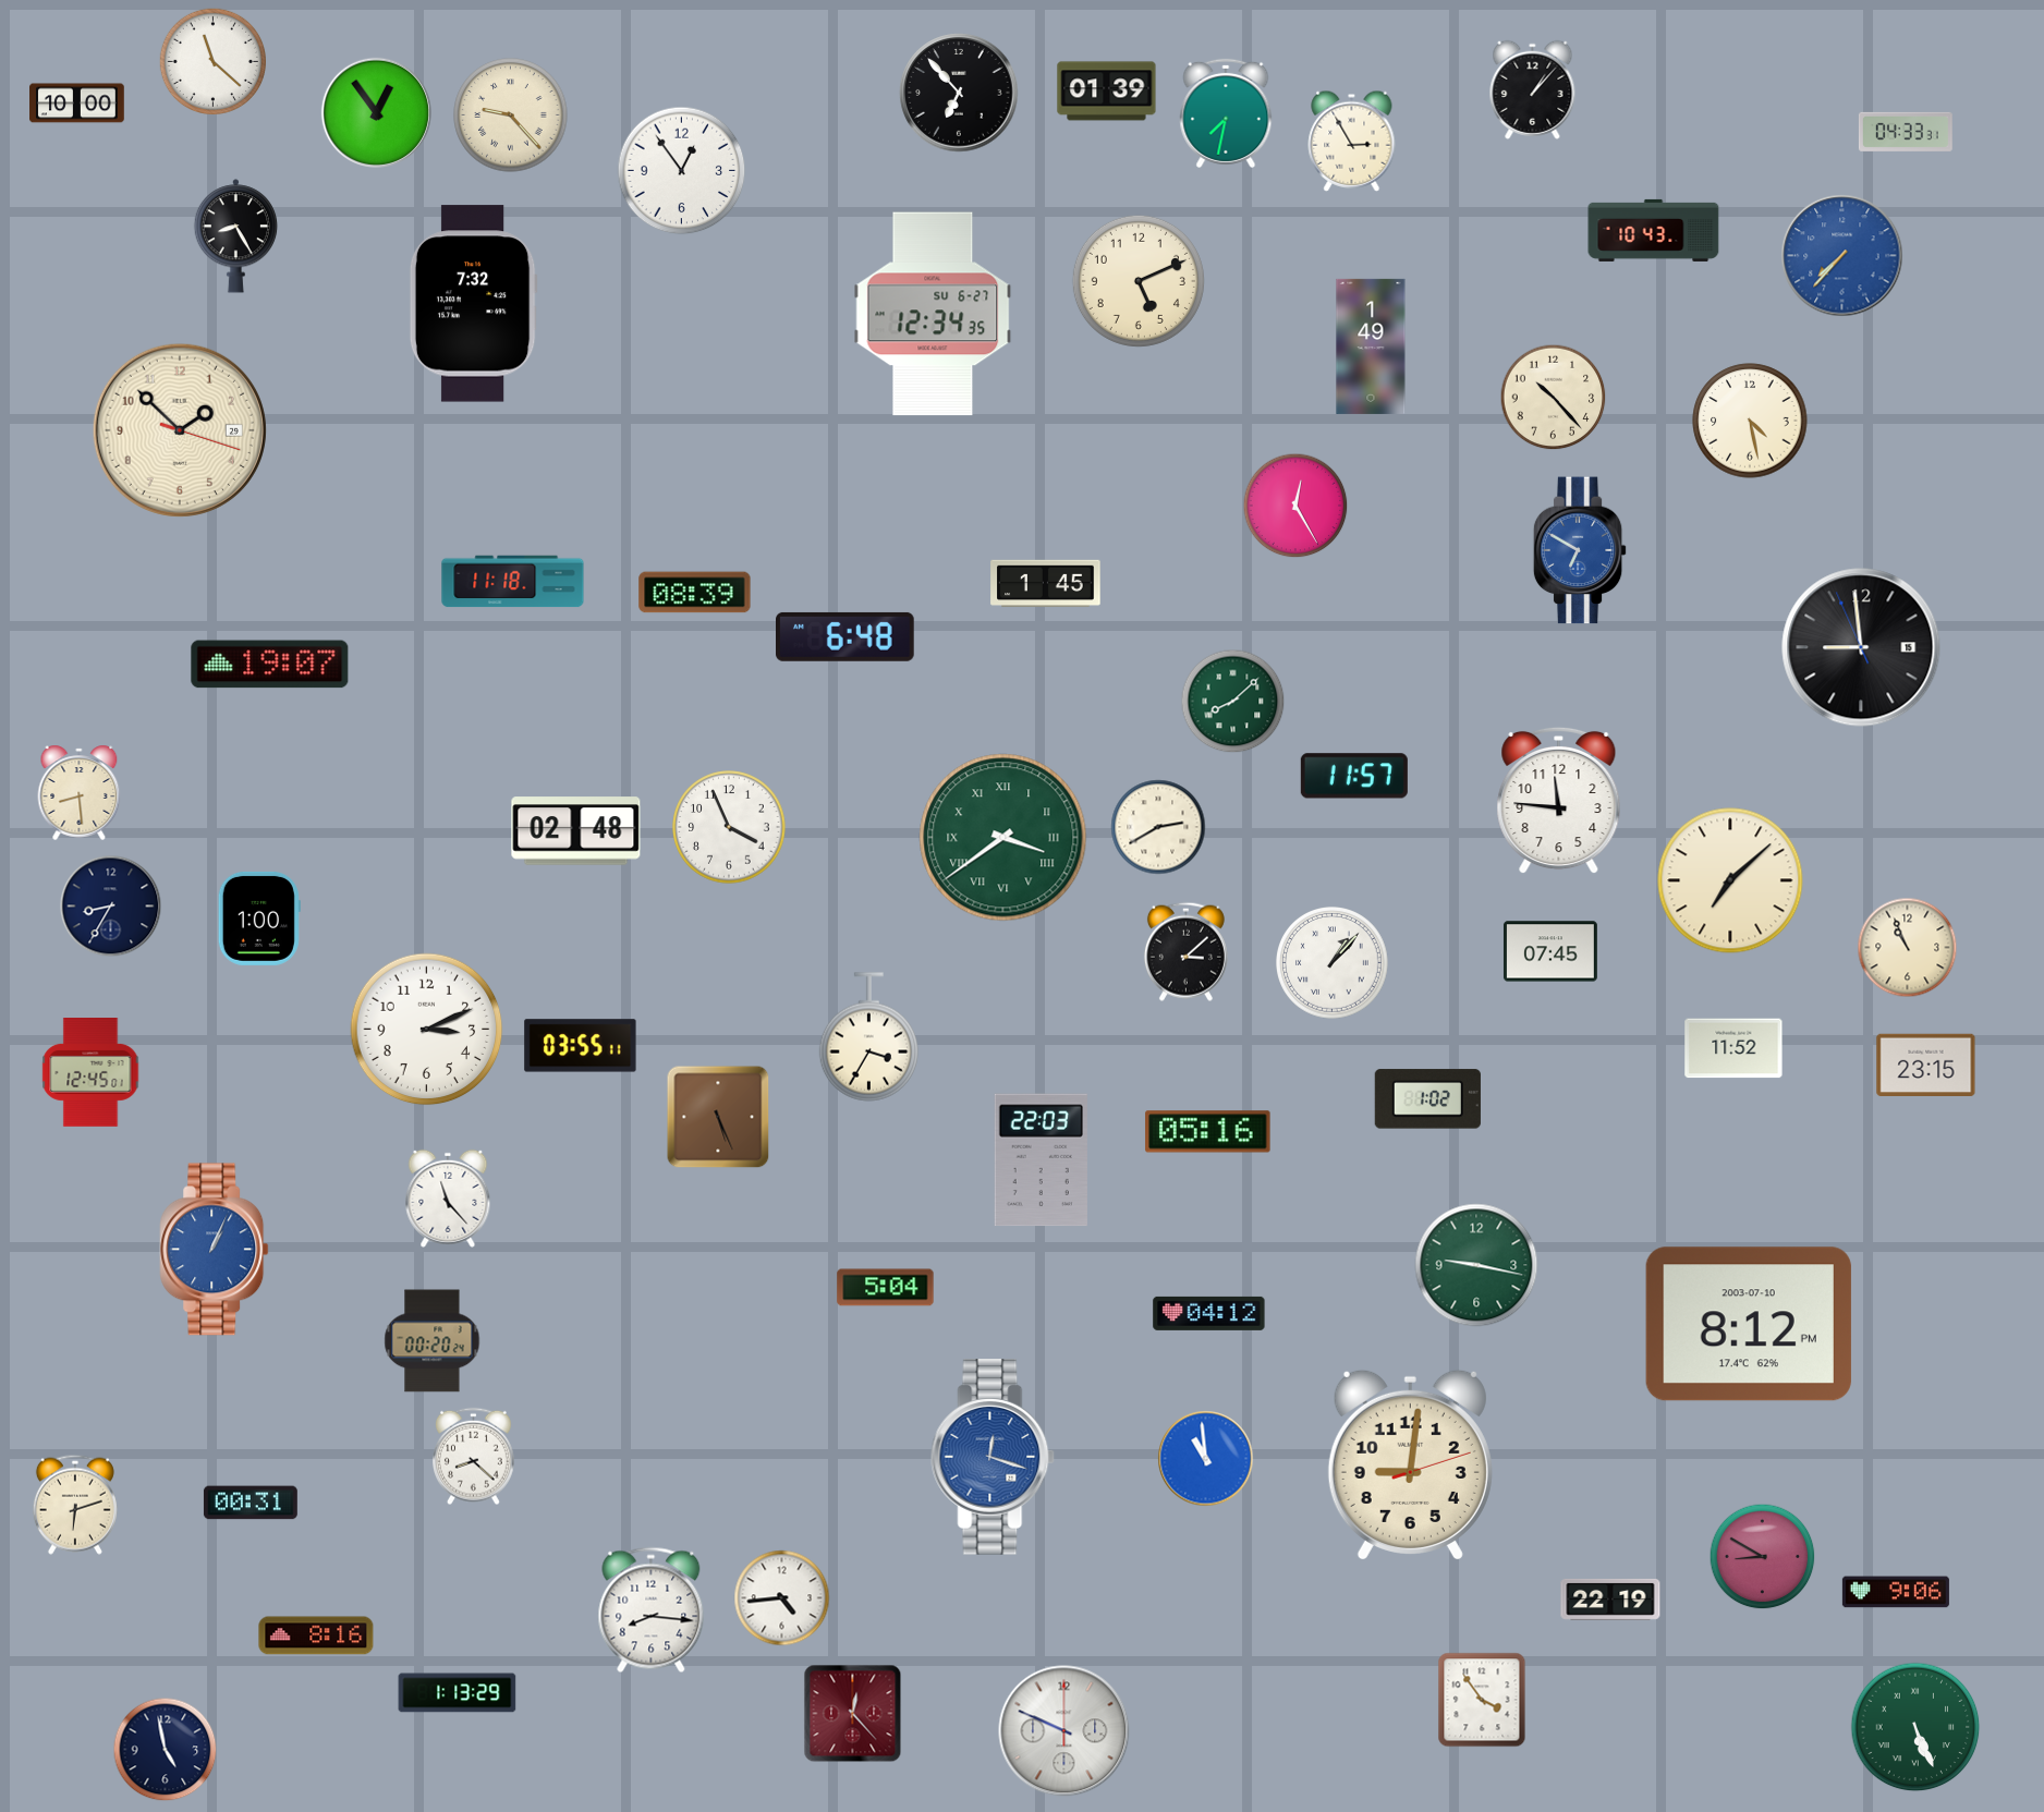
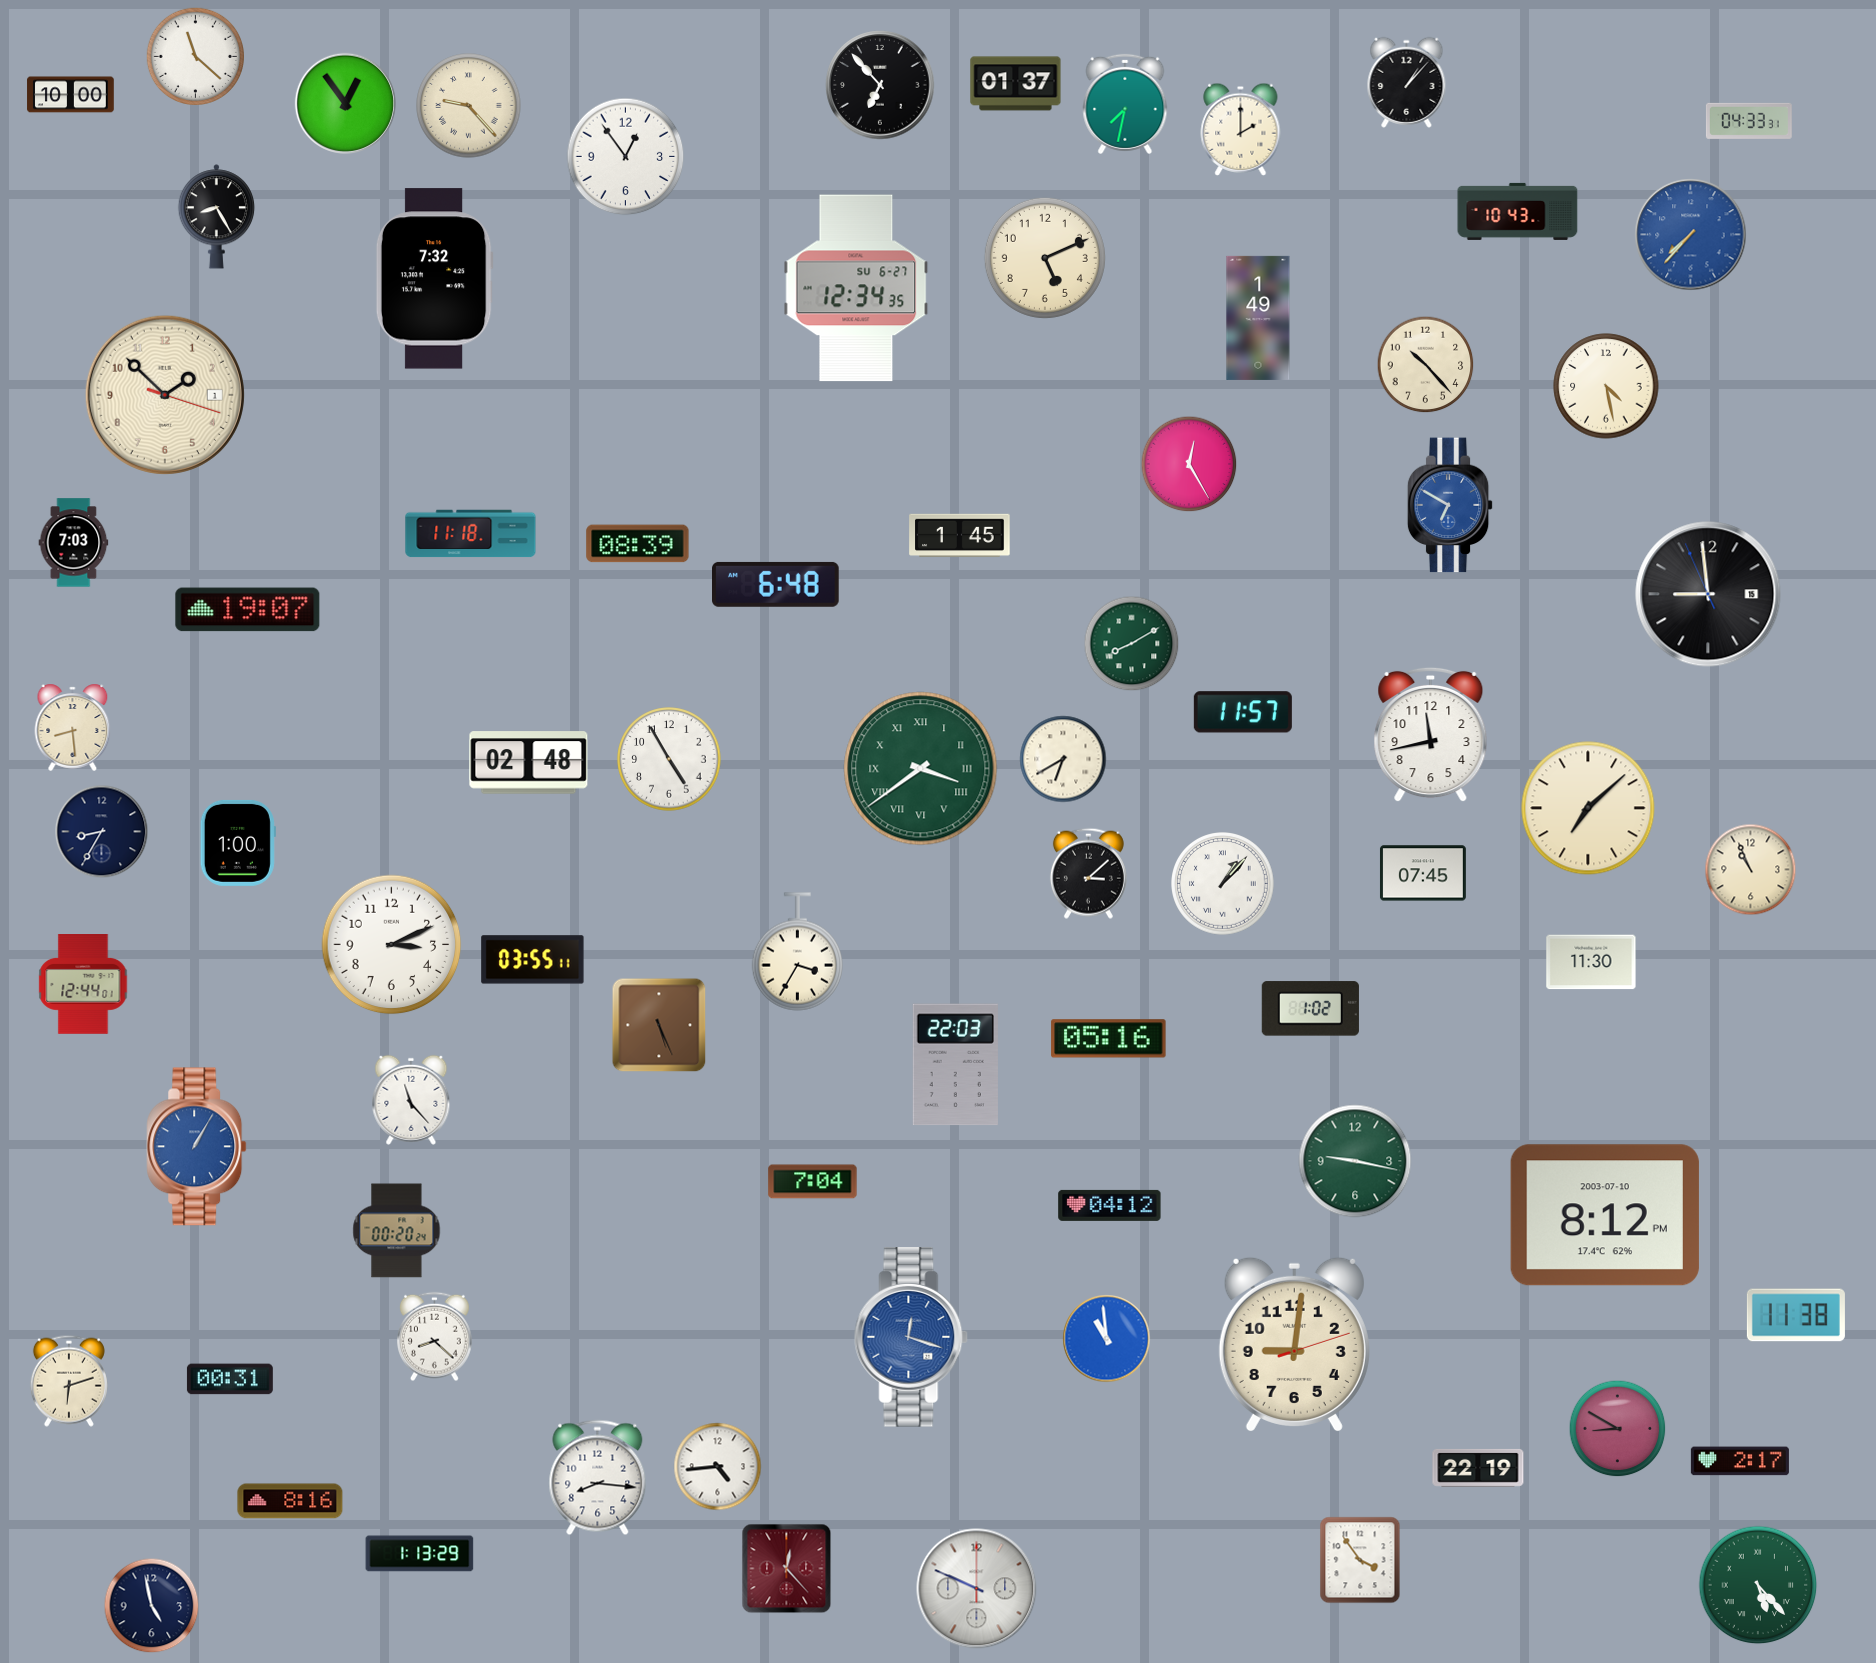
clock at (1107, 92): 01:39 -> 01:37
clock at (1352, 141): 2:55 -> 2:00
clock at (180, 430) date: 29 -> 1
clock at (74, 543): none -> 7:03
clock at (1233, 702): 8:08 -> 8:10
clock at (1559, 801): 11:46 -> 11:43
clock at (729, 827): 3:56 -> 4:55
clock at (1158, 827): 2:40 -> 6:40
clock at (1733, 1048): 11:52 -> 11:30
clock at (1926, 1066): 23:15 -> none
clock at (90, 1073): 12:45 -> 12:44
clock at (215, 1250): 1:04 -> 1:05
clock at (886, 1288): 5:04 -> 7:04
clock at (1796, 1315): none -> 11:38
clock at (1896, 1592): 9:06 -> 2:17
clock at (853, 1714) position: (853, 1714) -> (787, 1569)
clock at (1915, 1727): 5:26 -> 5:23
